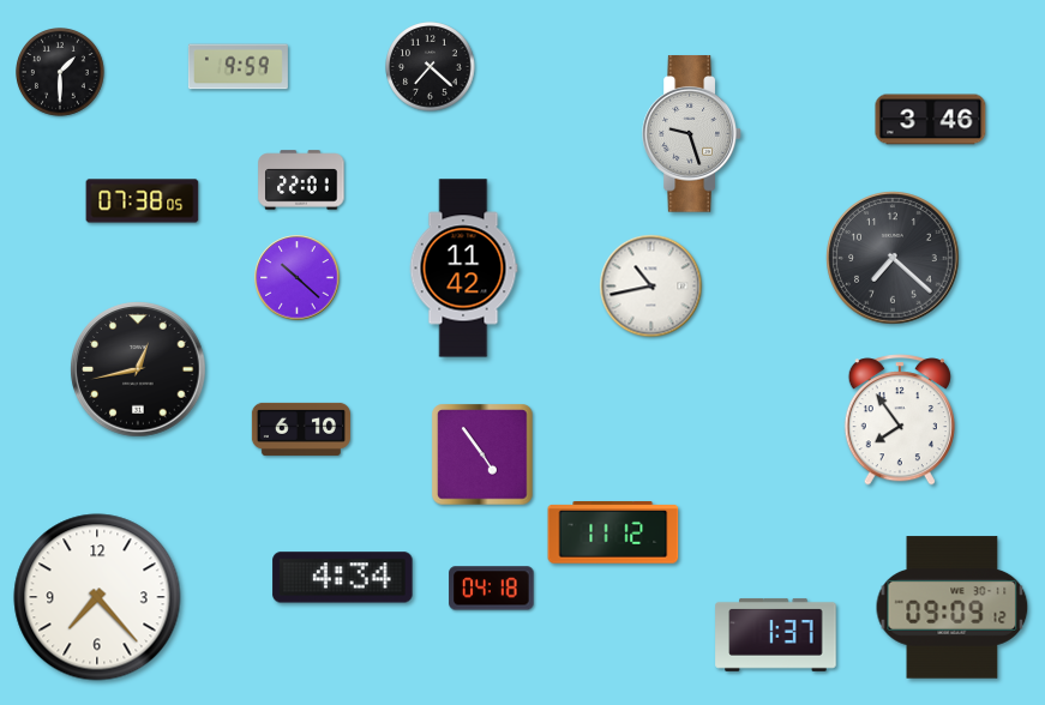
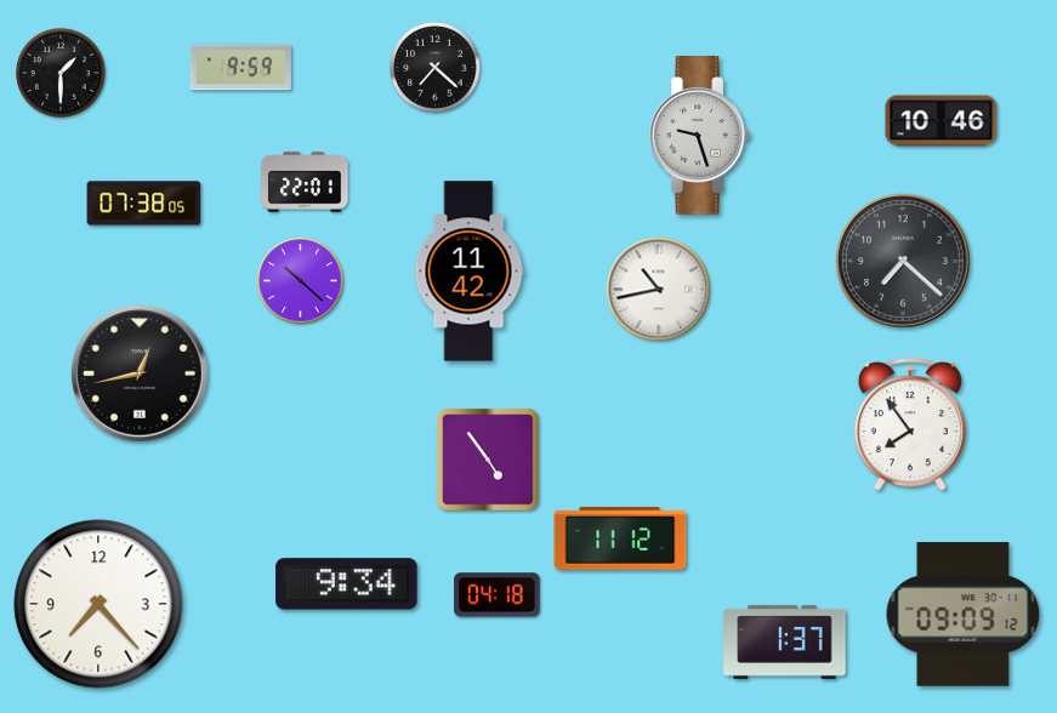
clock at (931, 120): 3:46 -> 10:46
clock at (301, 429): 6:10 -> none
clock at (343, 578): 4:34 -> 9:34
